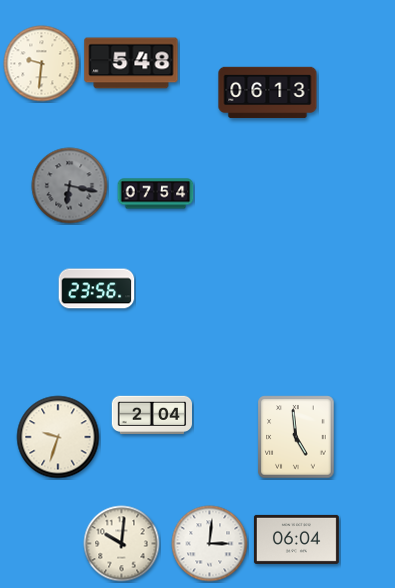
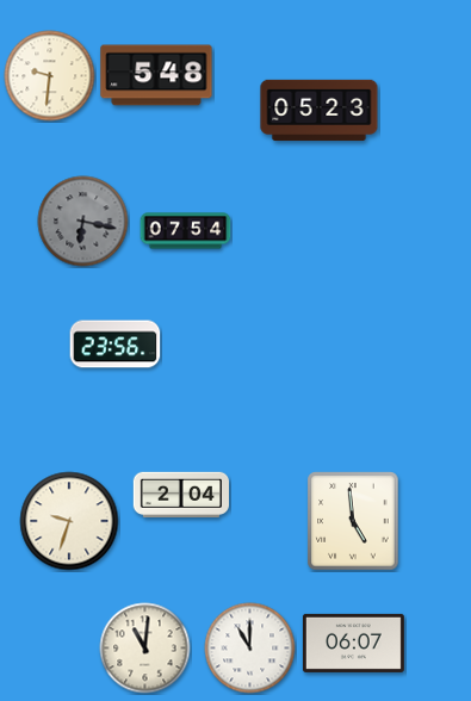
clock at (268, 93): 06:13 -> 05:23
clock at (296, 539): 06:04 -> 06:07
clock at (122, 544): 10:01 -> 11:01
clock at (210, 544): 3:01 -> 11:00
